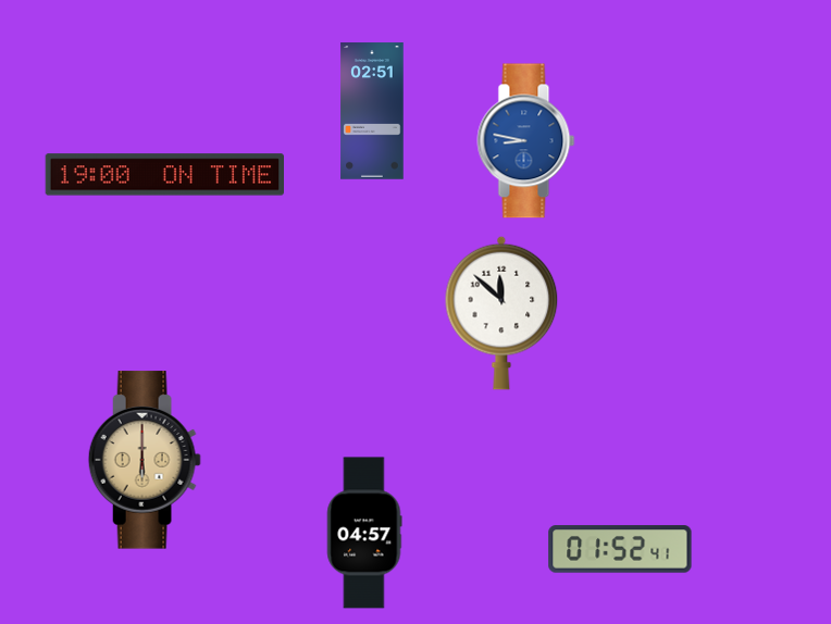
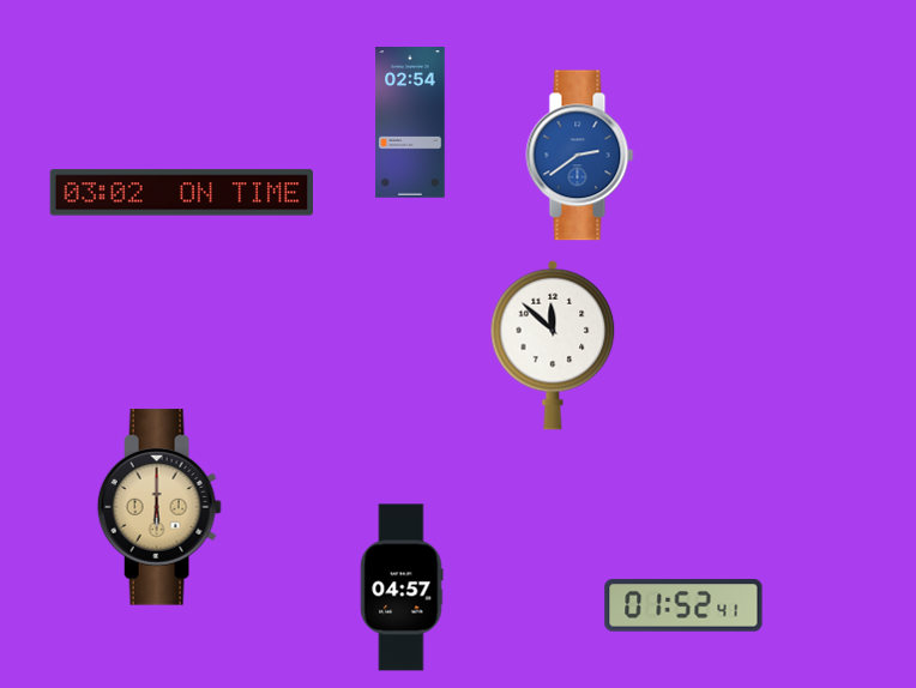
clock at (372, 111): 02:51 -> 02:54
clock at (526, 141): 8:47 -> 2:39
clock at (164, 175): 19:00 -> 03:02
